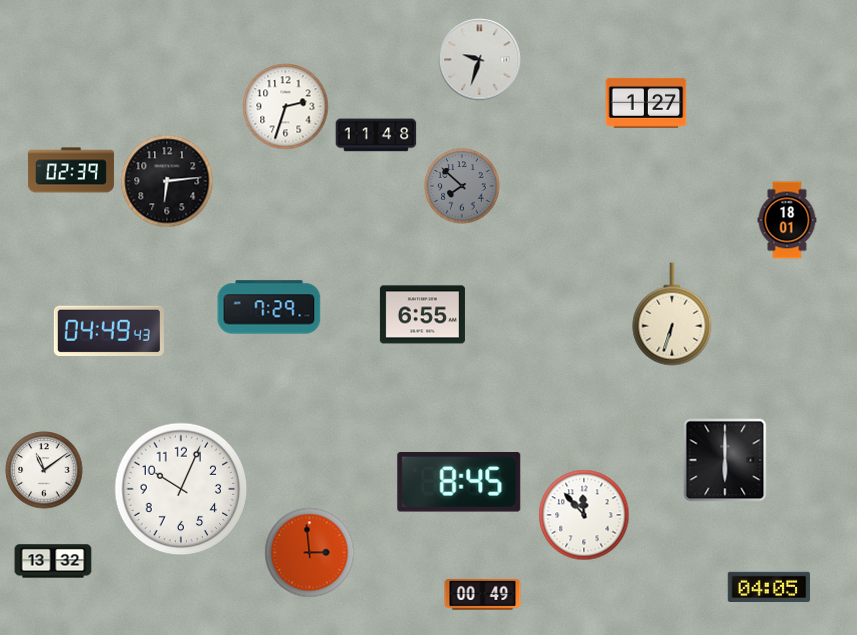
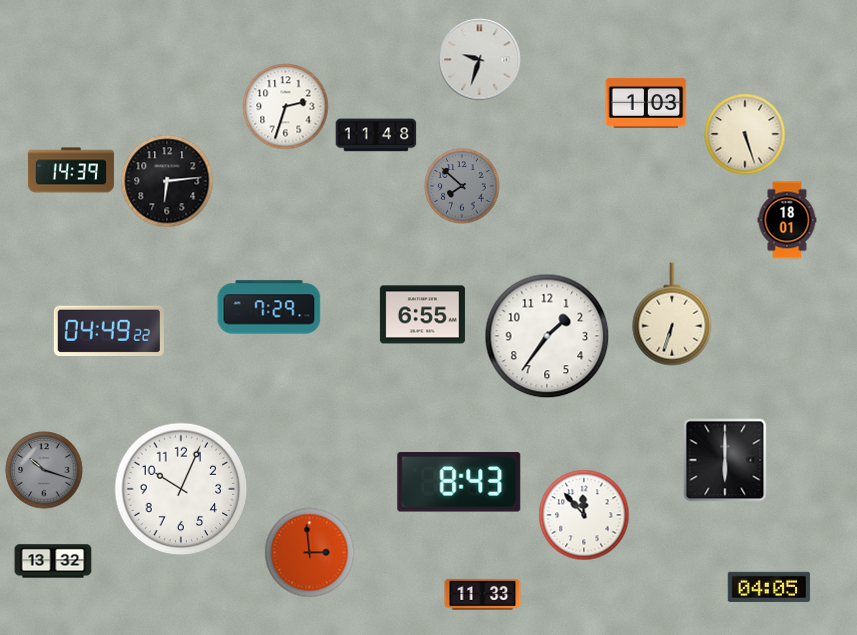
clock at (646, 103): 1:27 -> 1:03
clock at (745, 134): none -> 5:27
clock at (71, 170): 02:39 -> 14:39
clock at (109, 330): 04:49:43 -> 04:49:22
clock at (547, 336): none -> 1:36
clock at (44, 470): 11:09 -> 10:18
clock at (44, 470) dial: white -> grey
clock at (459, 483): 8:45 -> 8:43
clock at (483, 594): 00:49 -> 11:33
